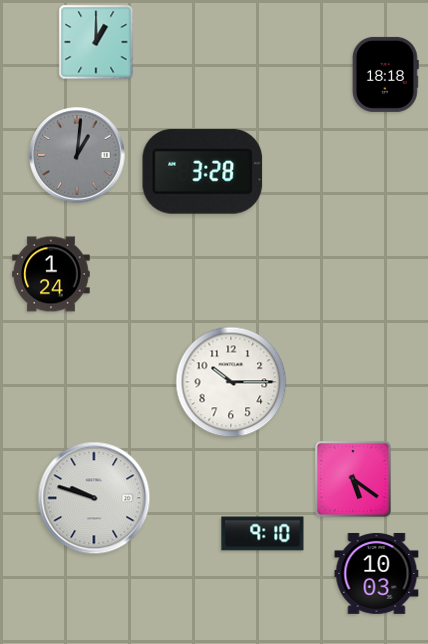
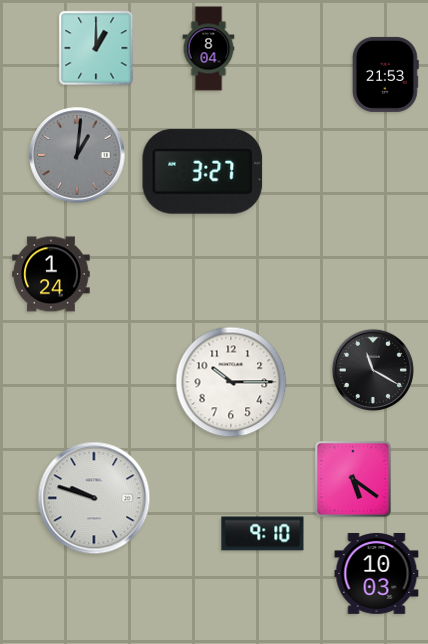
clock at (96, 42) position: (96, 42) -> (96, 48)
clock at (209, 49): none -> 8:04
clock at (385, 74): 18:18 -> 21:53
clock at (203, 171): 3:28 -> 3:27
clock at (373, 370): none -> 11:20
